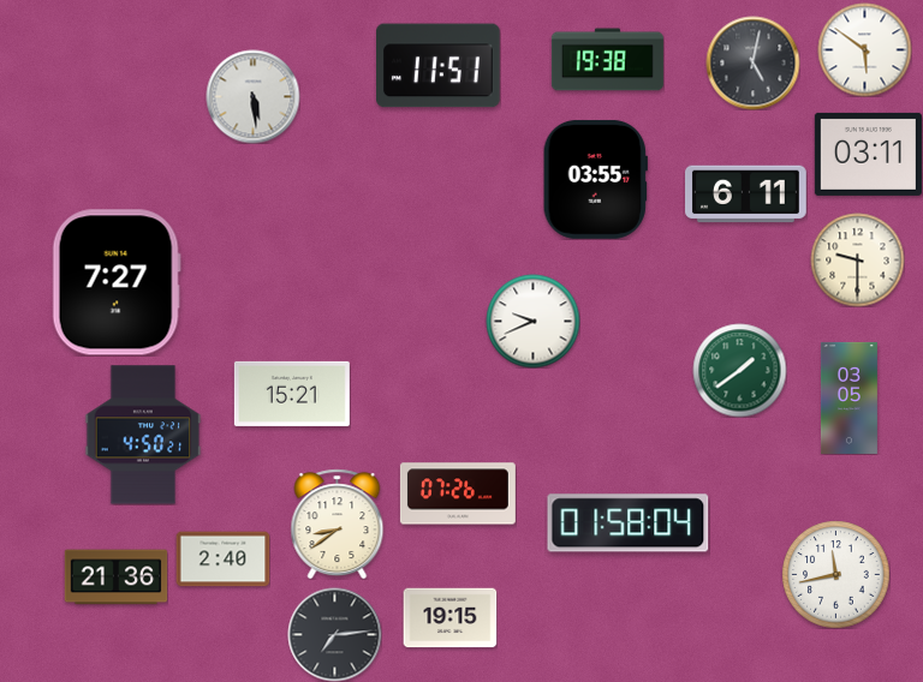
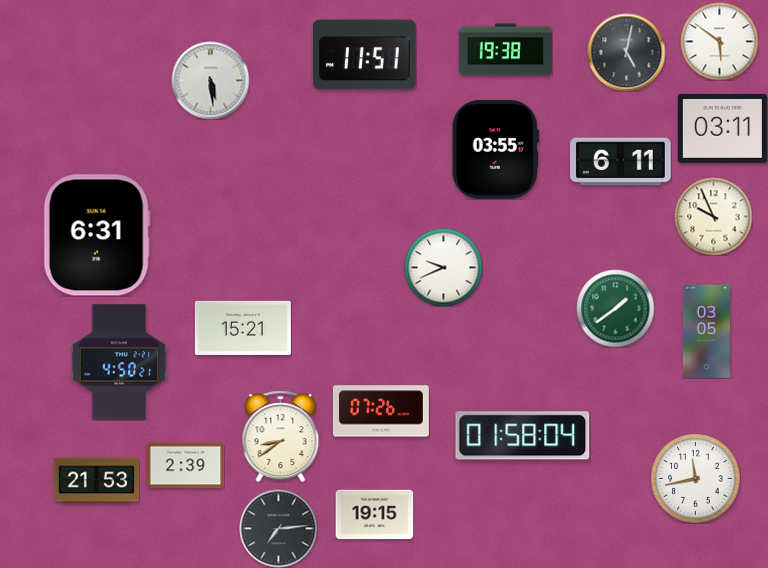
clock at (857, 259): 9:30 -> 9:56
clock at (117, 282): 7:27 -> 6:31
clock at (222, 560): 2:40 -> 2:39
clock at (115, 578): 21:36 -> 21:53
